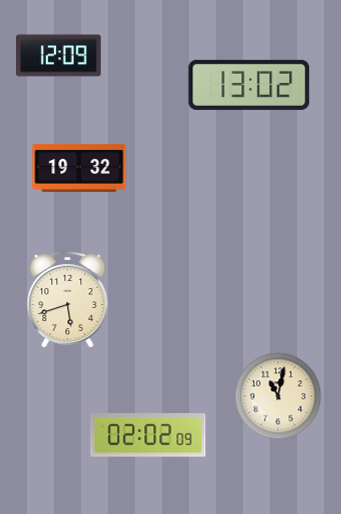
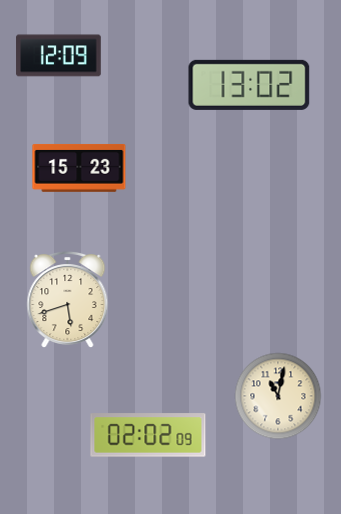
clock at (79, 168): 19:32 -> 15:23
